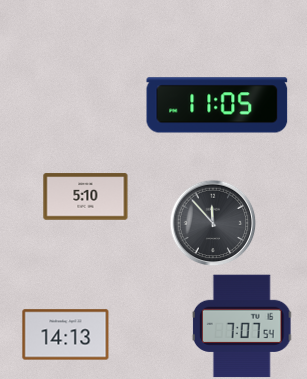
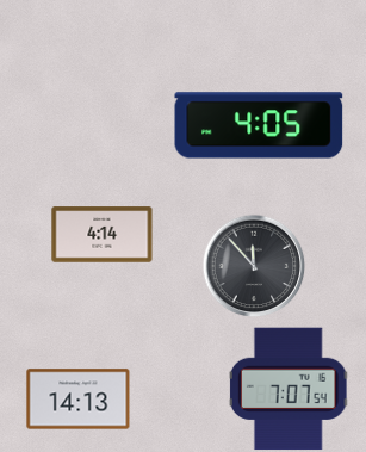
clock at (217, 105): 11:05 -> 4:05
clock at (86, 197): 5:10 -> 4:14
